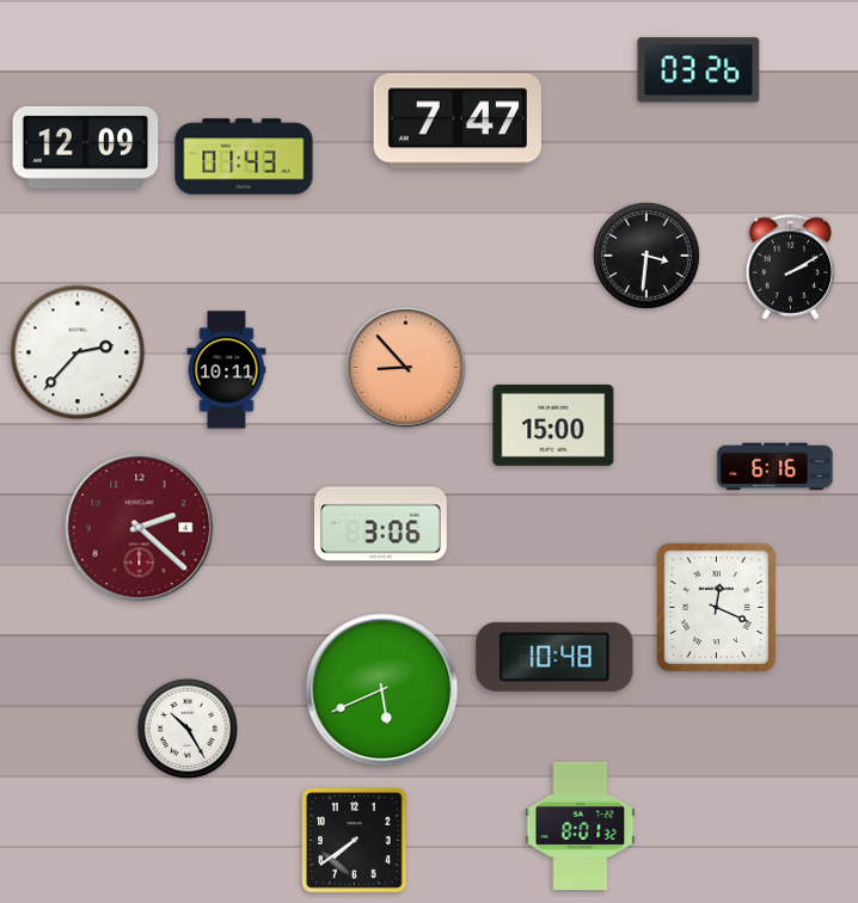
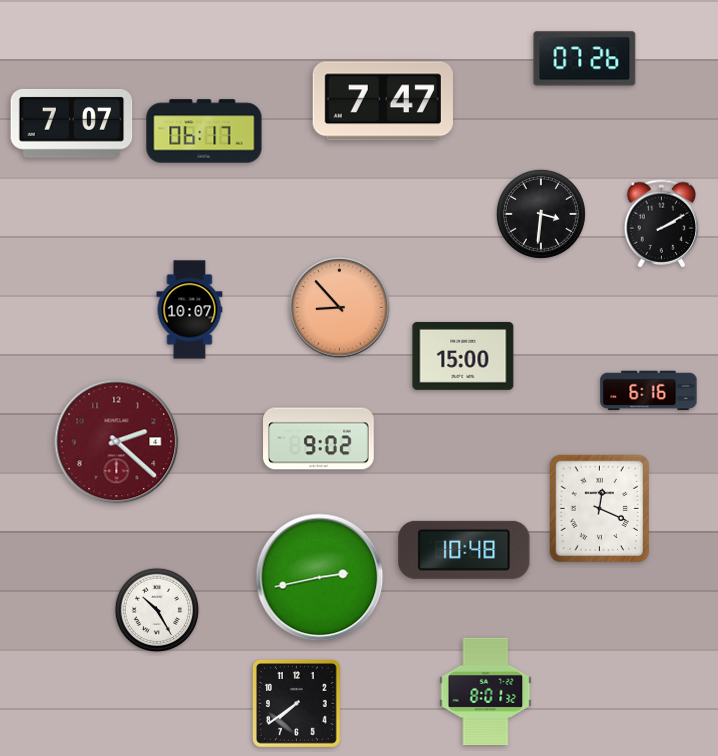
clock at (699, 70): 03:26 -> 07:26
clock at (86, 147): 12:09 -> 7:07
clock at (244, 156): 01:43 -> 06:17
clock at (78, 352): 2:37 -> none
clock at (227, 370): 10:11 -> 10:07
clock at (381, 524): 3:06 -> 9:02
clock at (382, 690): 5:41 -> 2:43
